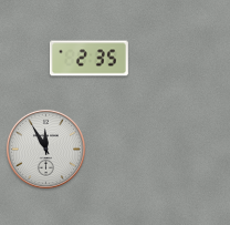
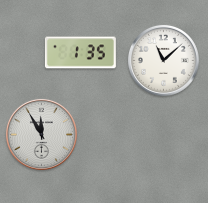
clock at (88, 59): 2:35 -> 1:35
clock at (163, 60): none -> 11:08
